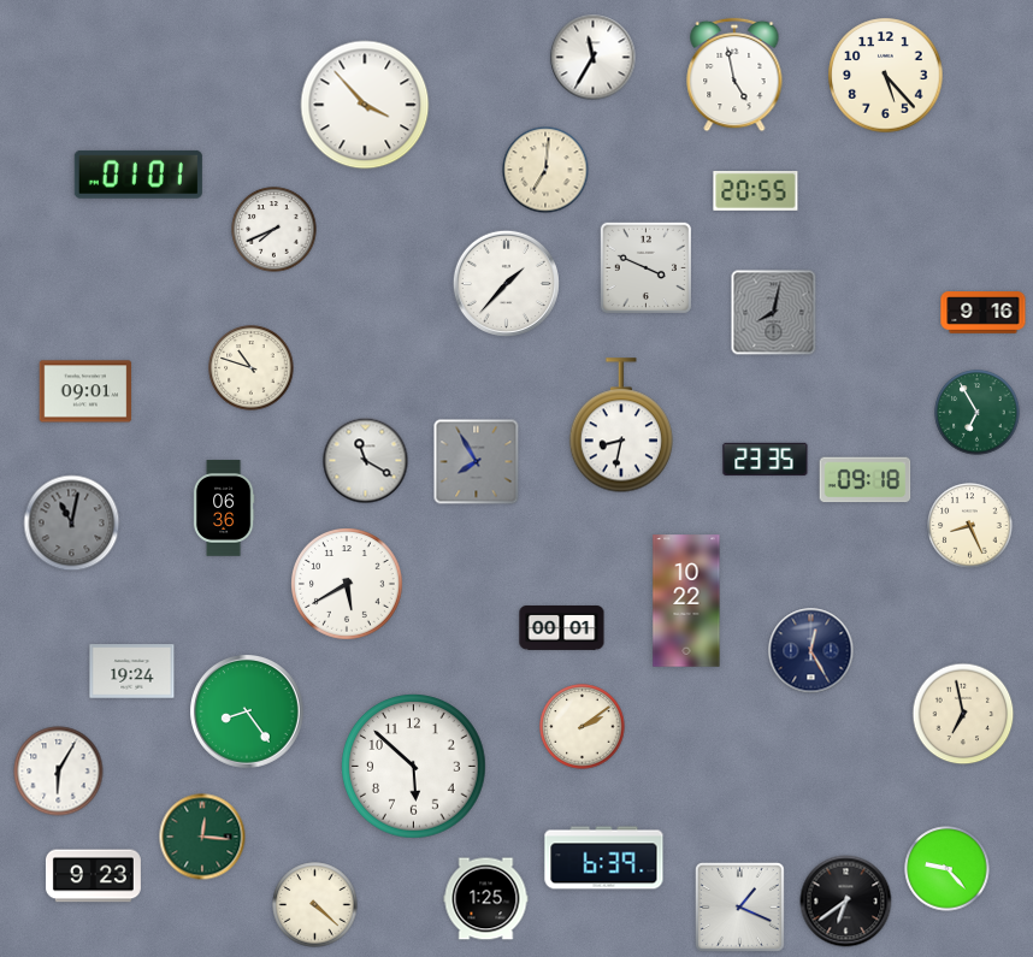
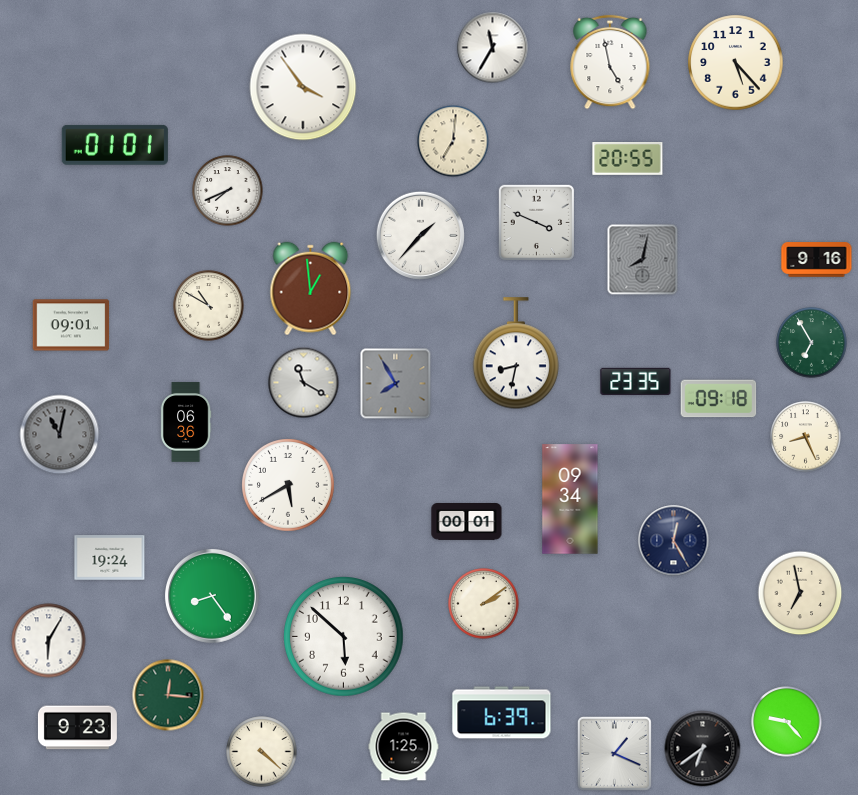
clock at (365, 105): 3:53 -> 3:54
clock at (311, 289): none -> 12:59
clock at (252, 368): 10:48 -> 10:50
clock at (686, 601): 10:22 -> 09:34
clock at (248, 713) position: (248, 713) -> (213, 597)
